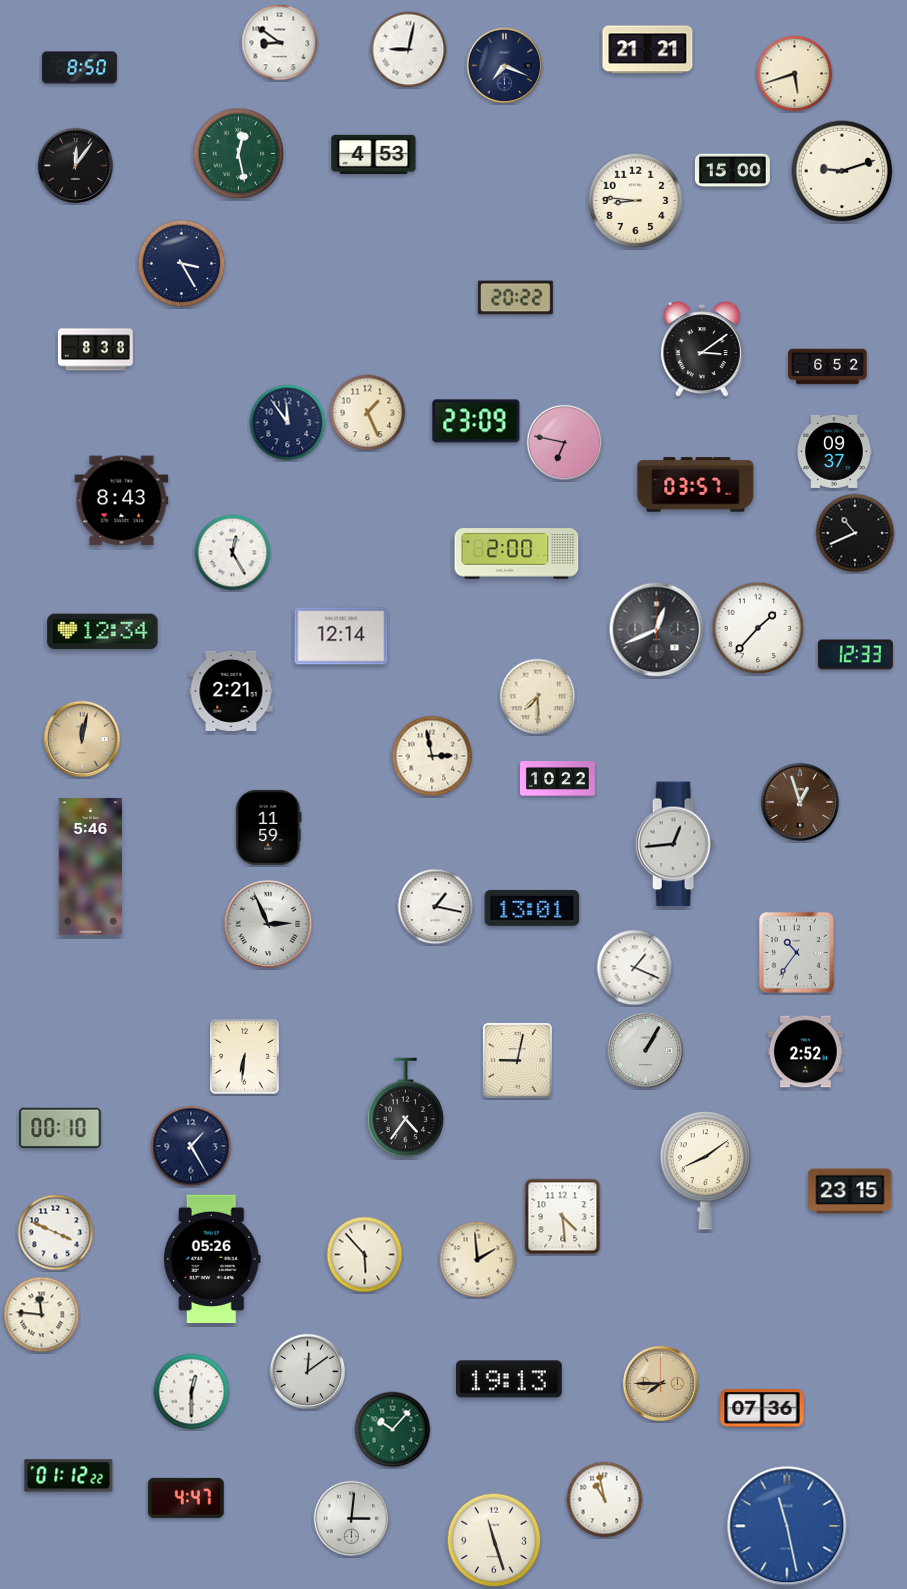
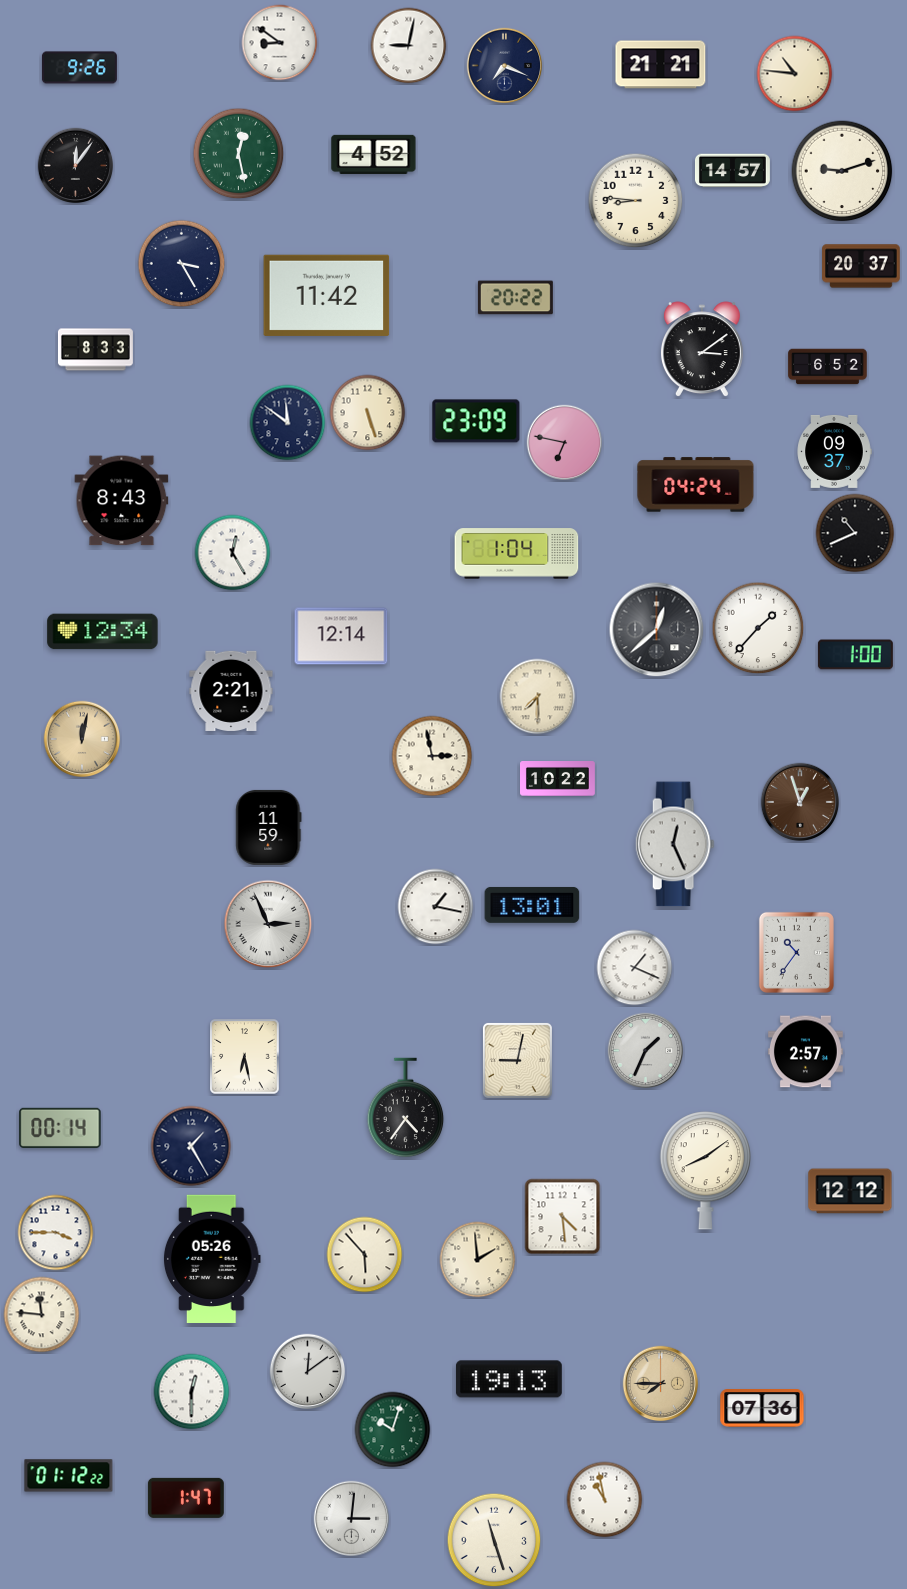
clock at (409, 50) position: (409, 50) -> (409, 46)
clock at (648, 50) position: (648, 50) -> (661, 65)
clock at (79, 68): 8:50 -> 9:26
clock at (795, 74): 5:42 -> 10:46
clock at (374, 154): 4:53 -> 4:52
clock at (732, 171): 15:00 -> 14:57
clock at (861, 266): none -> 20:37
clock at (327, 295): none -> 11:42
clock at (95, 350): 8:38 -> 8:33
clock at (368, 413): 1:26 -> 5:27
clock at (288, 423): 11:54 -> 11:51
clock at (696, 485): 03:57 -> 04:24
clock at (517, 554): 2:00 -> 1:04
clock at (657, 630): 12:41 -> 12:38
clock at (855, 655): 12:33 -> 1:00
clock at (675, 844): 12:44 -> 12:26
clock at (90, 867): 5:46 -> none
clock at (532, 908) position: (532, 908) -> (532, 905)
clock at (646, 1051): 1:05 -> 1:34
clock at (805, 1052): 2:52 -> 2:57
clock at (245, 1057): 6:31 -> 6:28
clock at (60, 1128): 00:10 -> 00:14
clock at (850, 1191): 23:15 -> 12:12
clock at (56, 1233): 3:49 -> 3:45
clock at (393, 1430): 10:07 -> 10:03
clock at (186, 1498): 4:47 -> 1:47
clock at (787, 1526): 11:28 -> none
